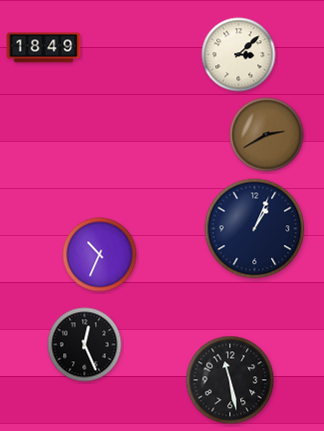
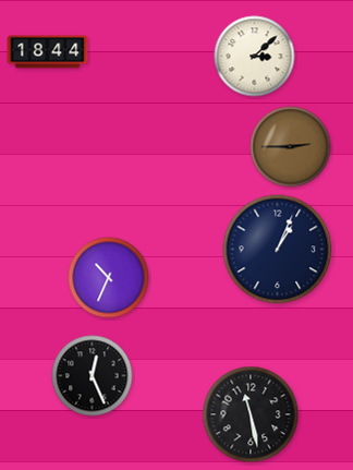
clock at (44, 48): 18:49 -> 18:44
clock at (239, 55) position: (239, 55) -> (255, 57)
clock at (267, 135): 2:40 -> 2:45
